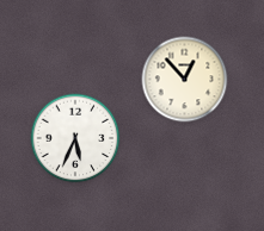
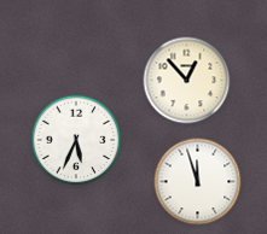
clock at (198, 182): none -> 11:57
